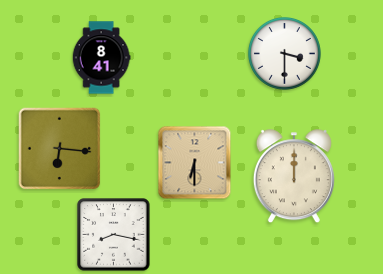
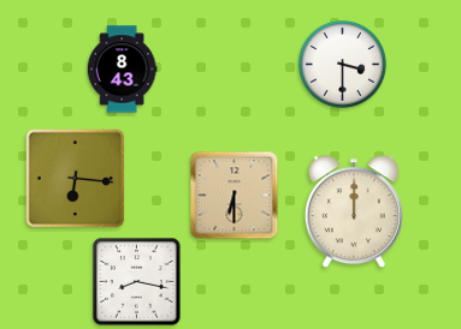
clock at (101, 58): 8:41 -> 8:43
clock at (60, 149) position: (60, 149) -> (76, 179)
